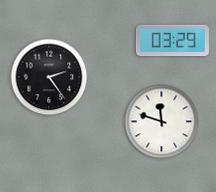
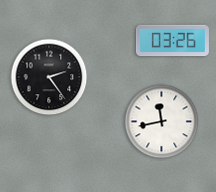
clock at (172, 41): 03:29 -> 03:26
clock at (162, 122): 11:48 -> 11:43
